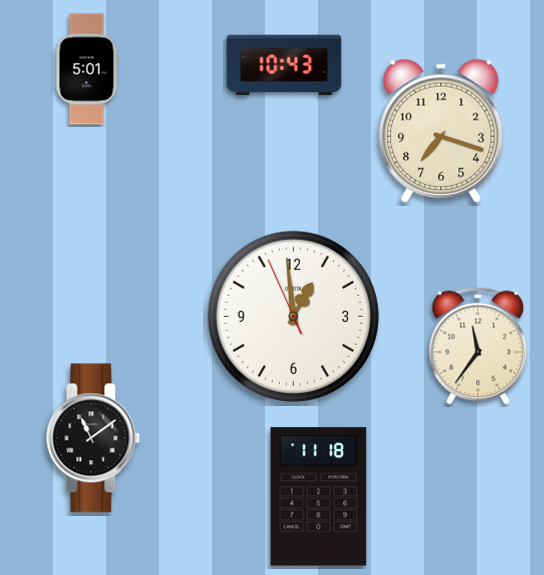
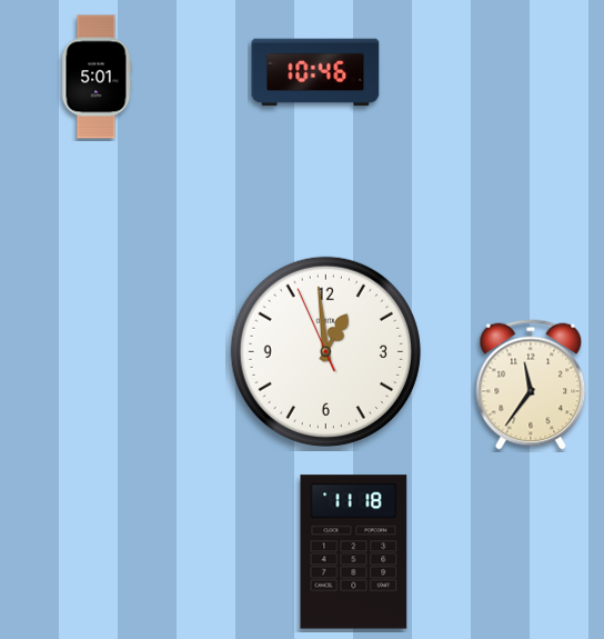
clock at (284, 65): 10:43 -> 10:46
clock at (441, 131): 7:18 -> none
clock at (93, 438): 11:09 -> none
